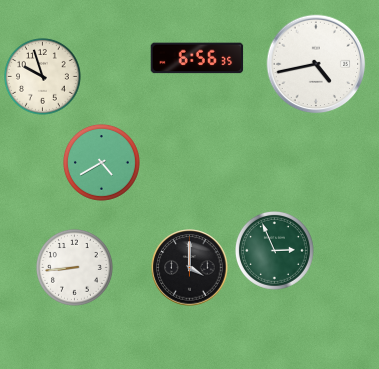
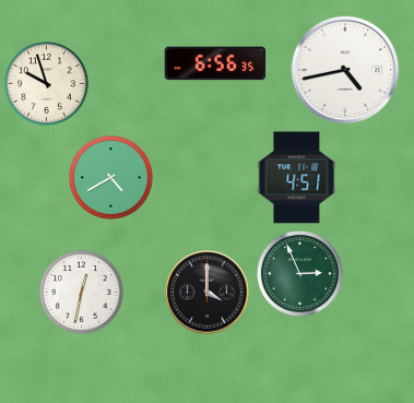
clock at (297, 178): none -> 4:51
clock at (74, 267): 8:44 -> 12:32
